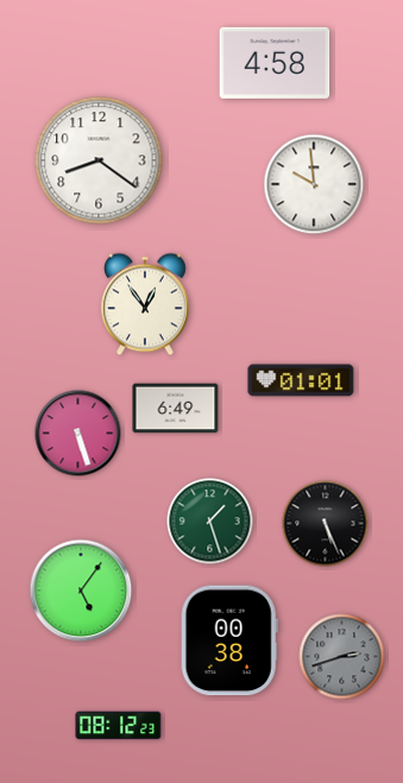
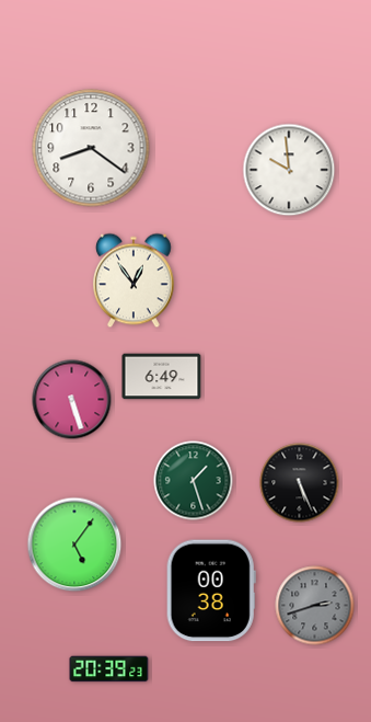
clock at (275, 63): 4:58 -> none
clock at (301, 380): 01:01 -> none
clock at (119, 726): 08:12 -> 20:39
